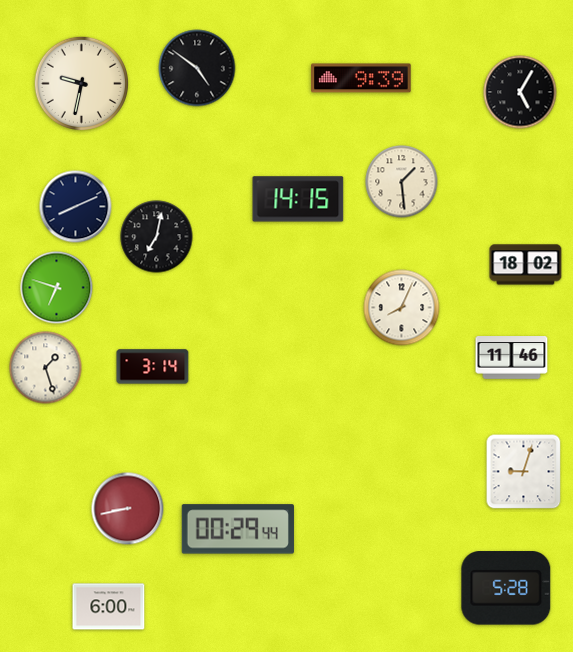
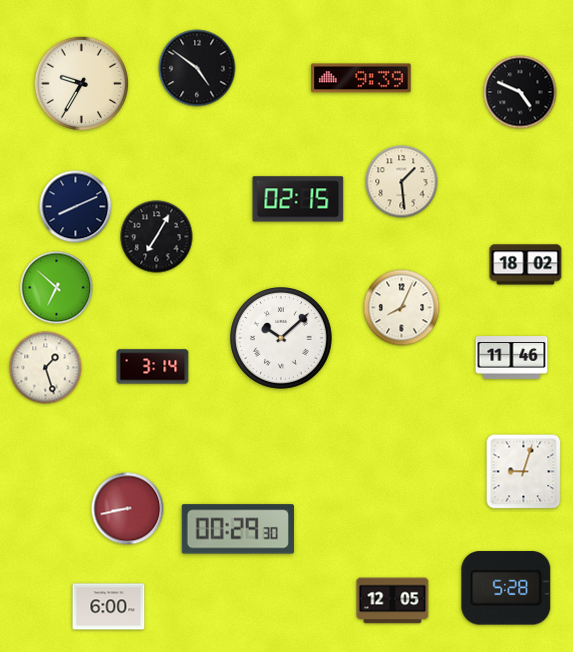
clock at (81, 83): 9:32 -> 9:35
clock at (520, 92): 5:05 -> 4:49
clock at (298, 199): 14:15 -> 02:15
clock at (157, 237): 7:02 -> 7:05
clock at (57, 288): 6:48 -> 6:52
clock at (282, 339): none -> 10:08
clock at (238, 529): 00:29:44 -> 00:29:30
clock at (393, 601): none -> 12:05
